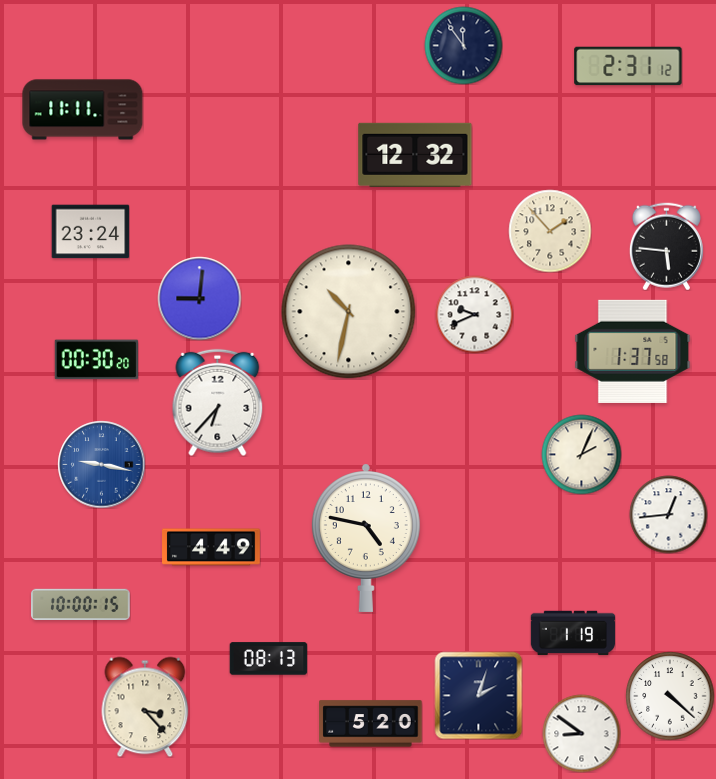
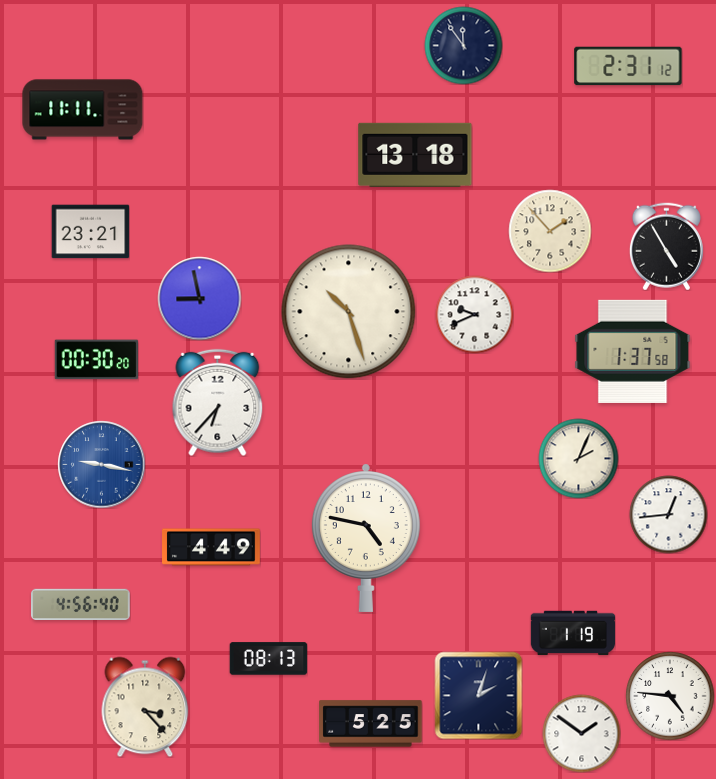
clock at (415, 155): 12:32 -> 13:18
clock at (90, 232): 23:24 -> 23:21
clock at (666, 246): 5:46 -> 4:55
clock at (199, 298): 9:01 -> 8:58
clock at (349, 312): 10:32 -> 10:27
clock at (581, 454) position: (581, 454) -> (578, 458)
clock at (81, 605): 10:00 -> 4:56
clock at (670, 696): 4:22 -> 4:46
clock at (371, 724): 5:20 -> 5:25
clock at (581, 733): 8:51 -> 1:51
